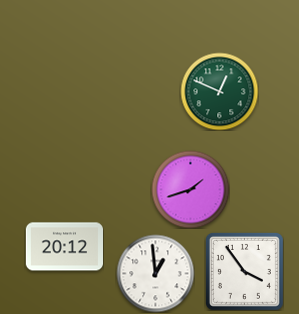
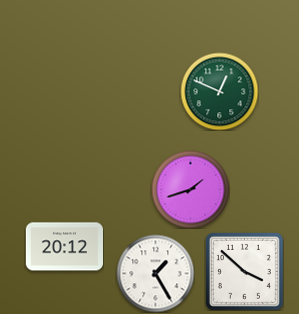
clock at (244, 271): 3:54 -> 3:52
clock at (155, 273): 12:59 -> 1:25
